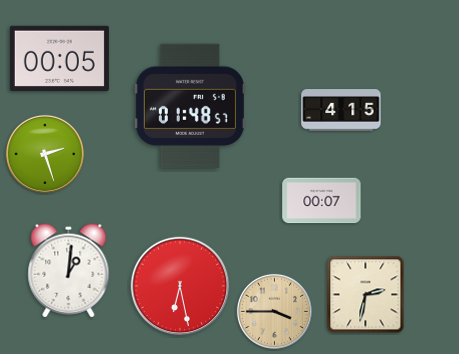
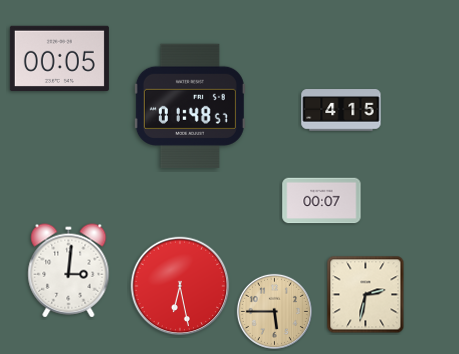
clock at (45, 154): 2:27 -> none
clock at (69, 271): 1:01 -> 3:01
clock at (274, 311): 3:45 -> 5:45
